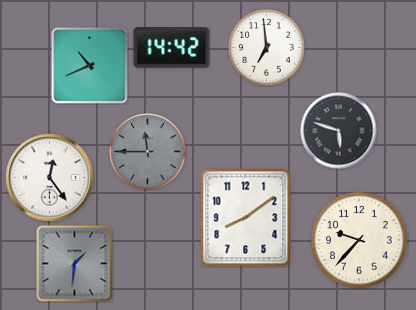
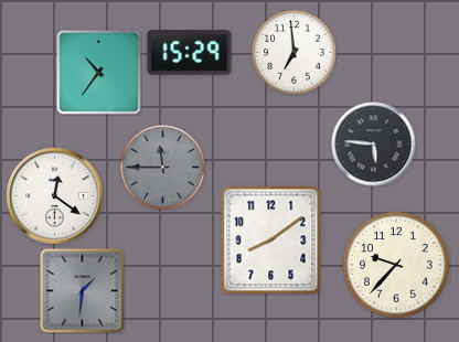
clock at (172, 48): 14:42 -> 15:29
clock at (90, 66): 10:41 -> 10:36
clock at (339, 131): 5:48 -> 5:46
clock at (50, 178): 12:24 -> 12:21
